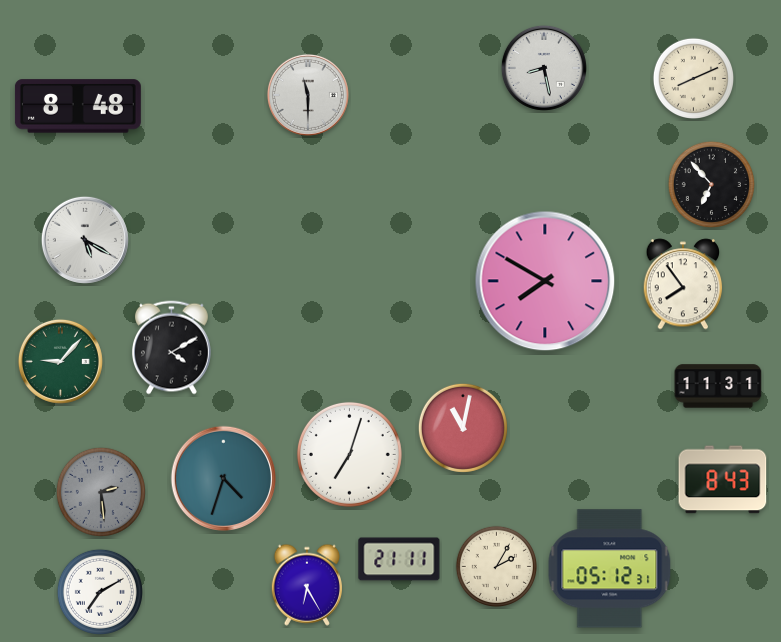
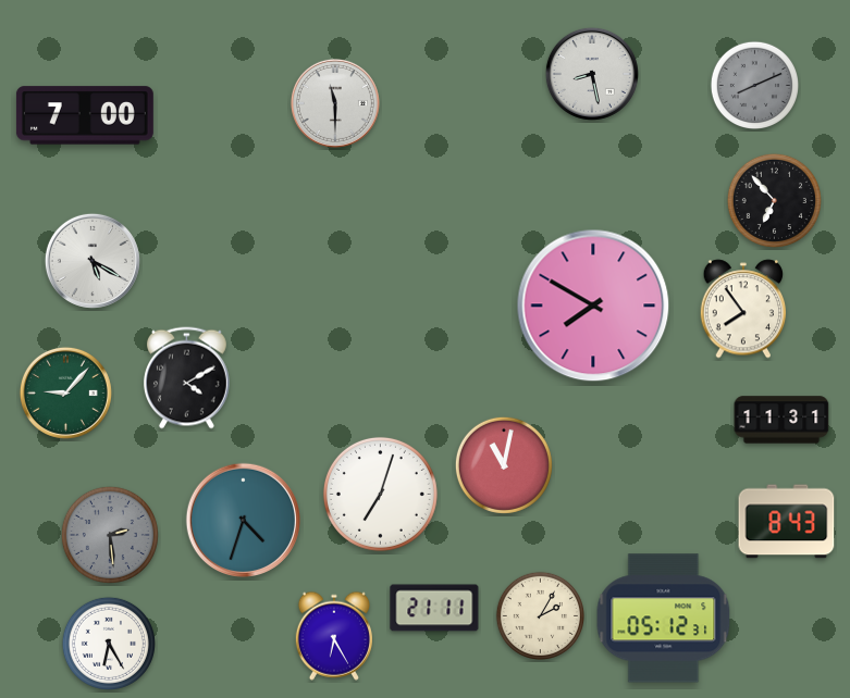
clock at (693, 78) dial: cream -> grey
clock at (78, 106): 8:48 -> 7:00
clock at (100, 592): 7:10 -> 6:25
